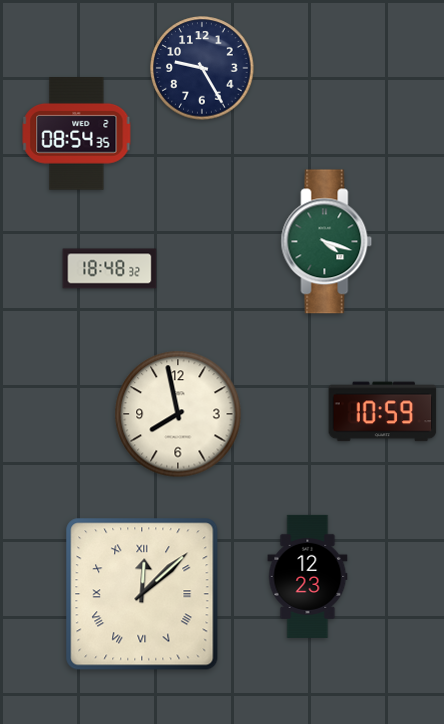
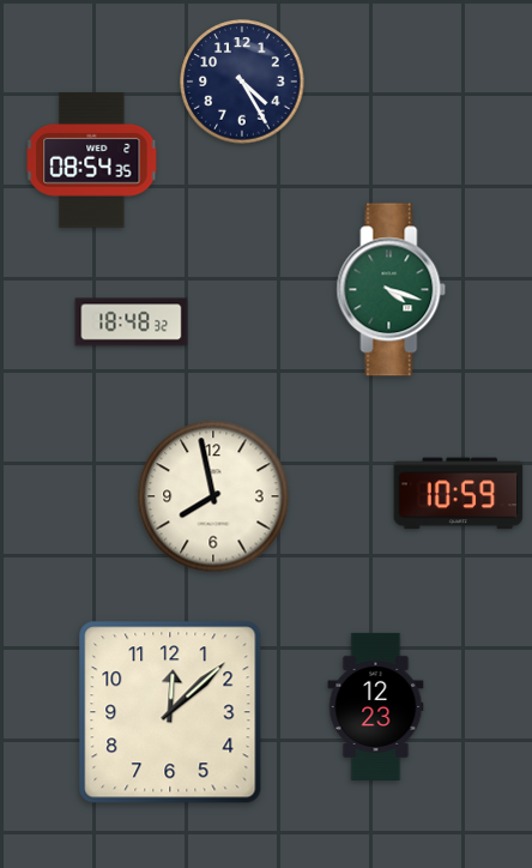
clock at (202, 68): 9:25 -> 4:25
clock at (308, 576) position: (308, 576) -> (376, 706)
clock at (142, 594) numerals: Roman -> Arabic
